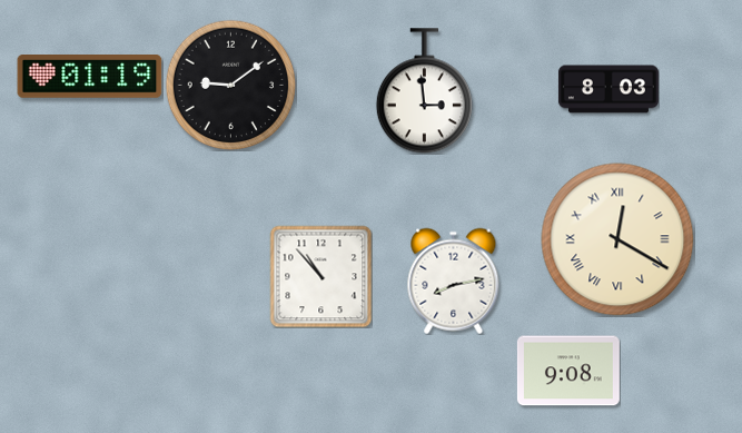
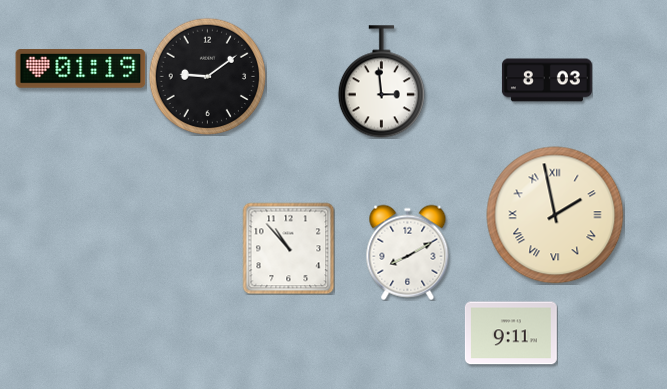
clock at (617, 239): 12:20 -> 1:58
clock at (454, 281): 8:13 -> 8:10
clock at (568, 371): 9:08 -> 9:11
